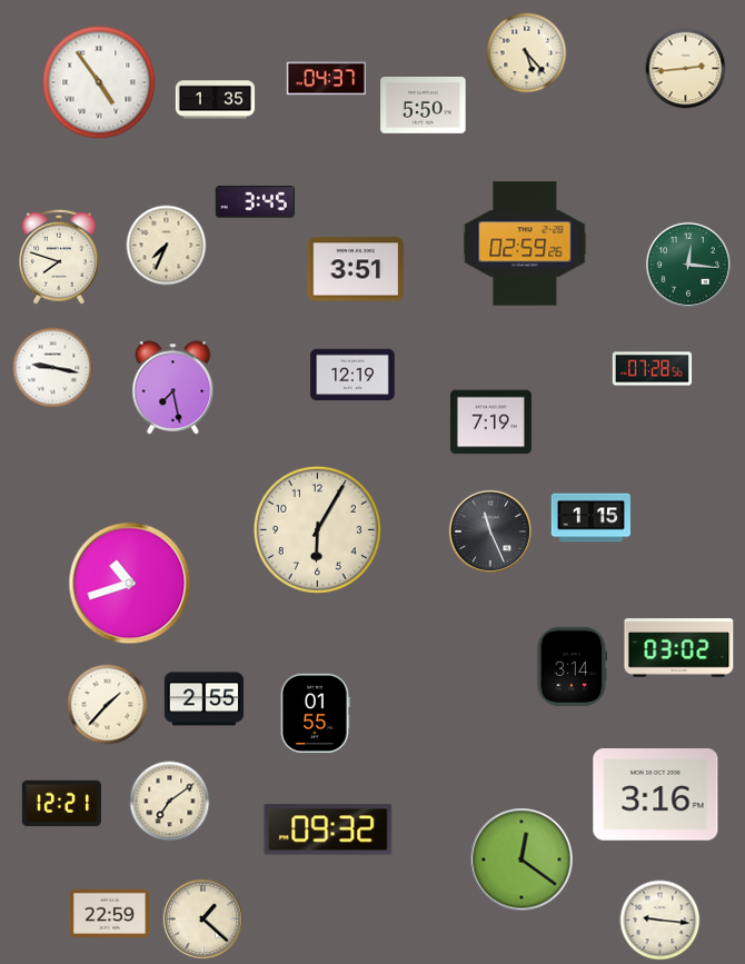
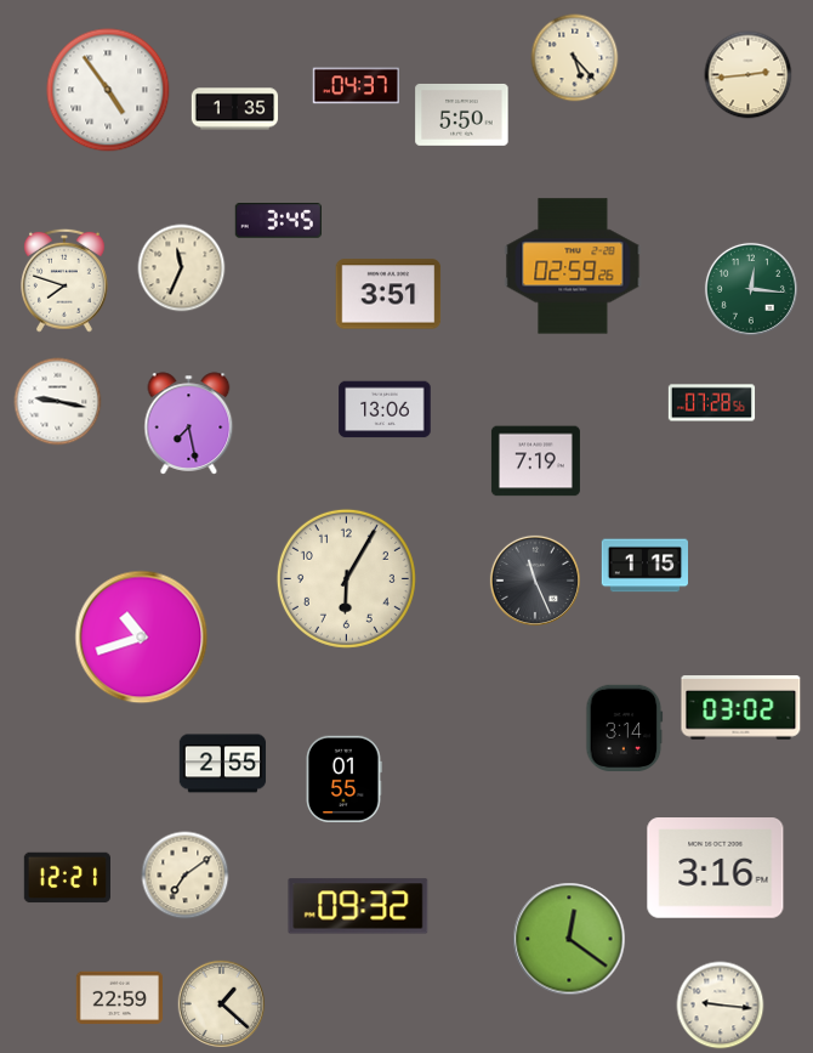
clock at (167, 246): 7:34 -> 11:34
clock at (352, 375): 12:19 -> 13:06
clock at (108, 705): 1:37 -> none
